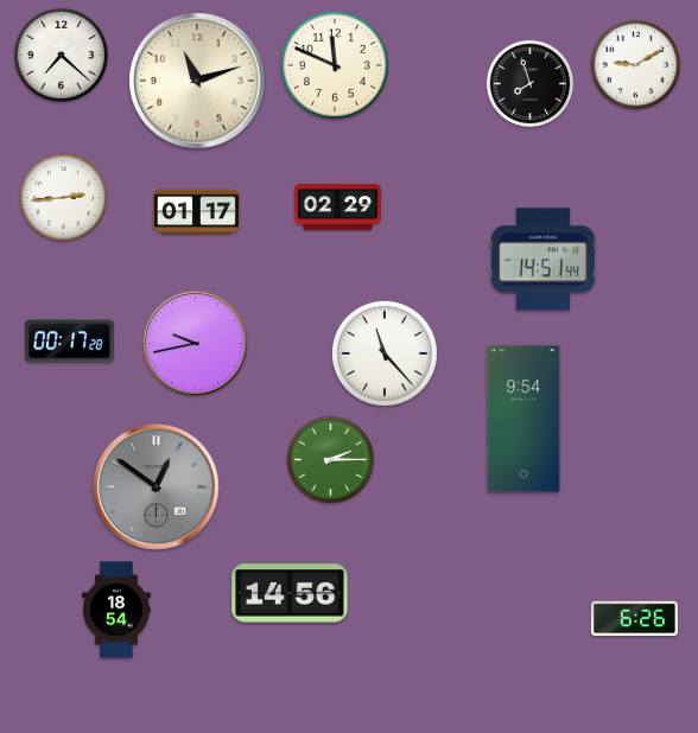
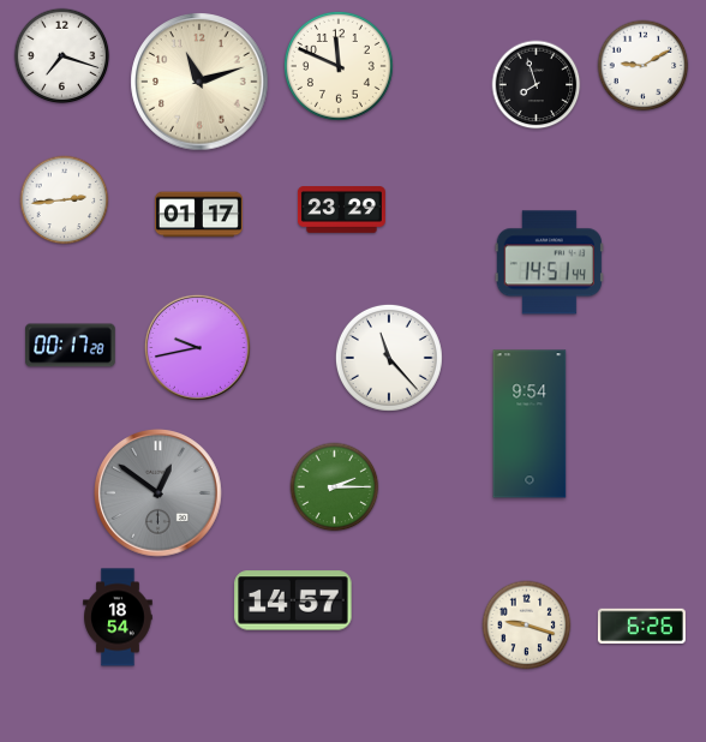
clock at (62, 56): 7:22 -> 7:18
clock at (337, 208): 02:29 -> 23:29
clock at (331, 460) position: (331, 460) -> (335, 487)
clock at (290, 593): 14:56 -> 14:57
clock at (527, 626): none -> 9:18
